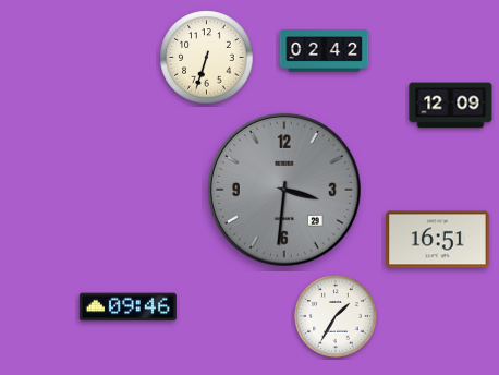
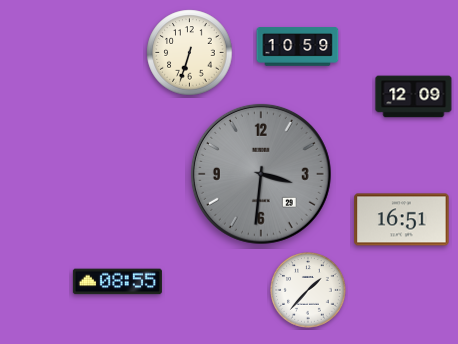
clock at (325, 51): 02:42 -> 10:59
clock at (127, 307): 09:46 -> 08:55
clock at (336, 316): 1:35 -> 1:37
